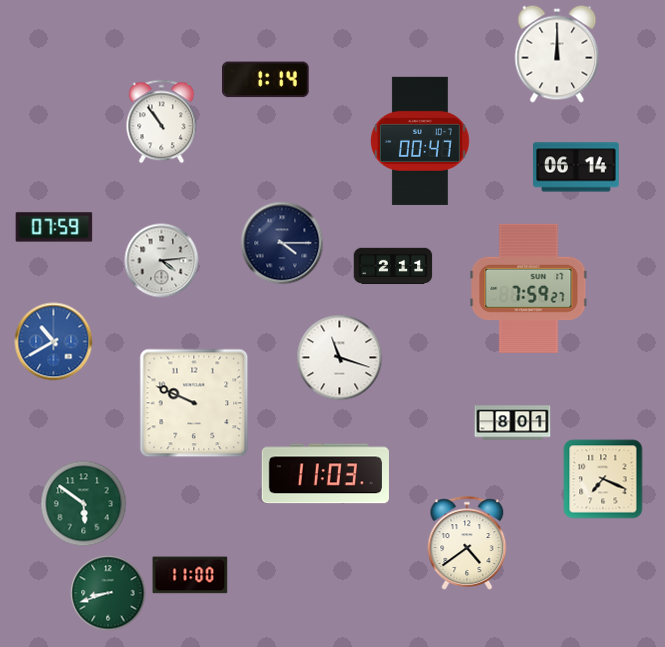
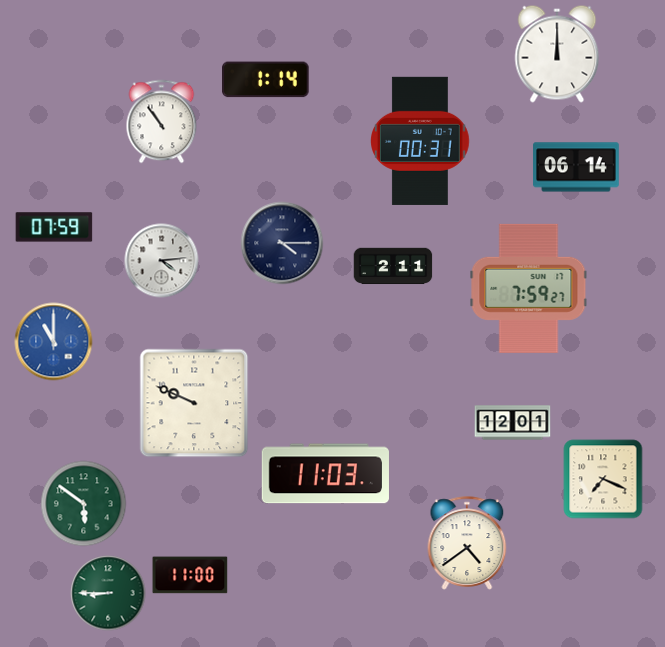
clock at (421, 141): 00:47 -> 00:31
clock at (54, 342): 10:40 -> 11:00
clock at (340, 358): 11:18 -> none
clock at (513, 423): 8:01 -> 12:01
clock at (108, 593): 8:42 -> 8:45
